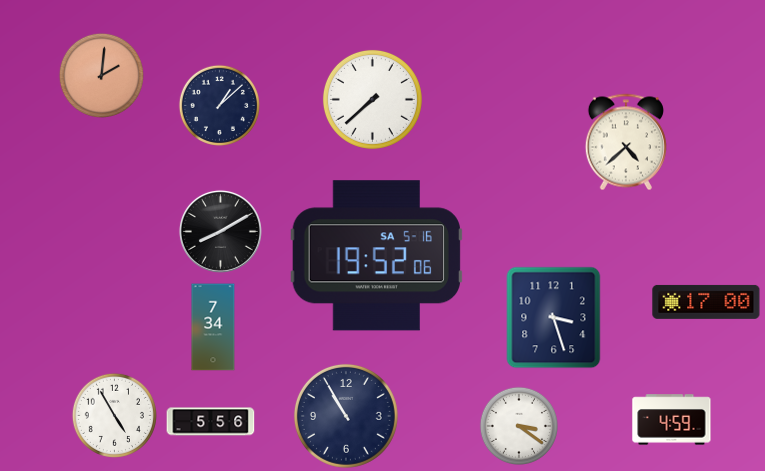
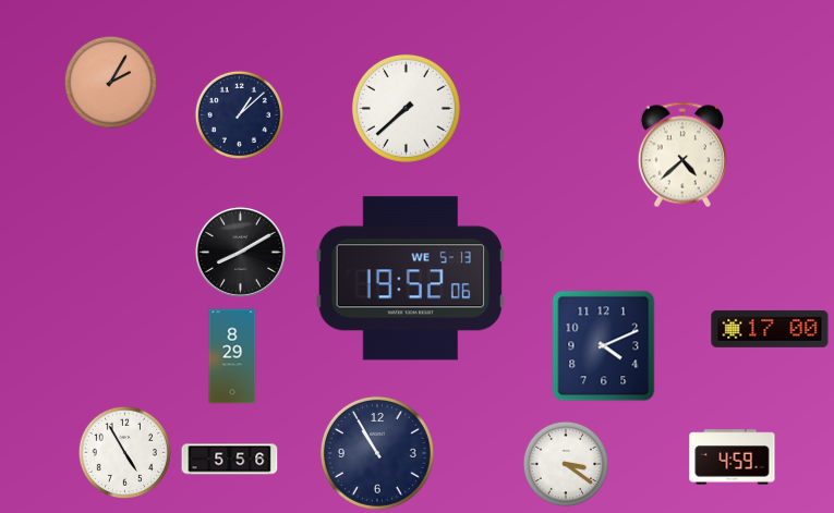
clock at (101, 75): 2:01 -> 2:05
clock at (376, 256) date: SA 5-16 -> WE 5-13
clock at (554, 318): 3:27 -> 4:11
clock at (213, 327): 7:34 -> 8:29
